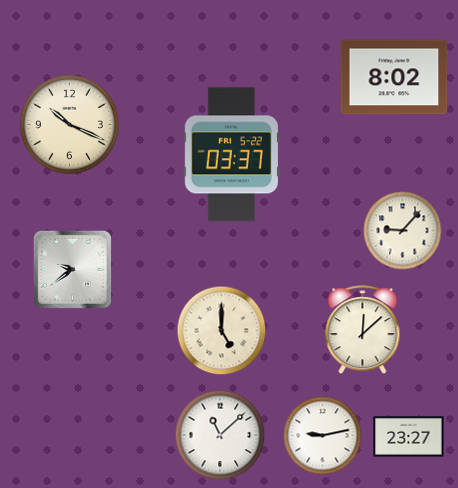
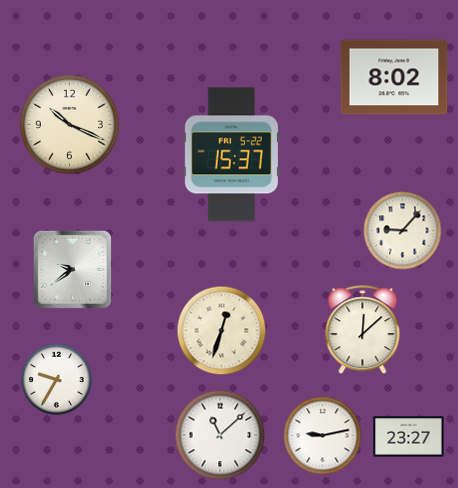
clock at (231, 155): 03:37 -> 15:37
clock at (222, 331): 5:00 -> 12:33
clock at (57, 380): none -> 9:35
